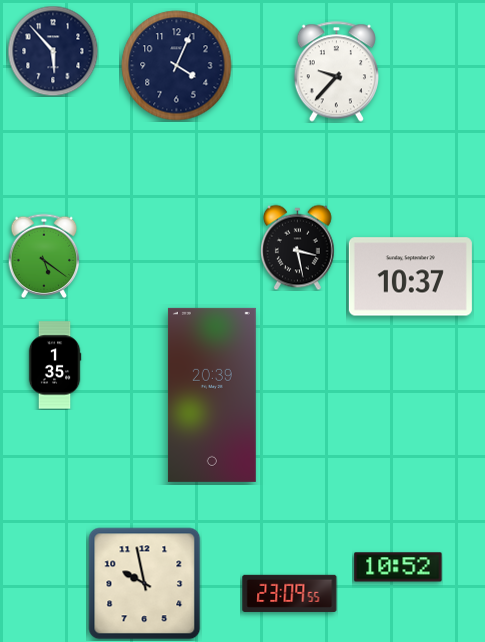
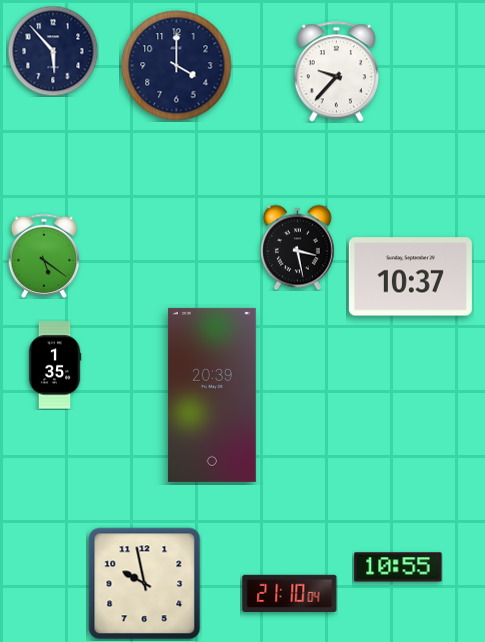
clock at (177, 66): 4:04 -> 4:00
clock at (398, 567): 10:52 -> 10:55
clock at (290, 593): 23:09 -> 21:10
